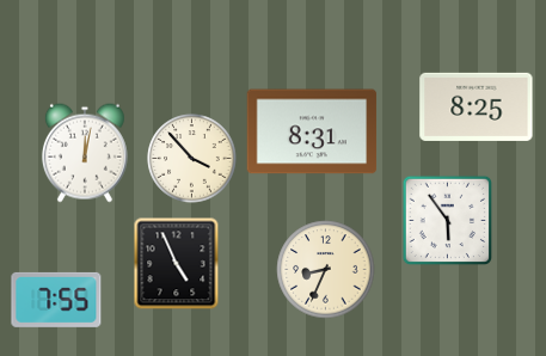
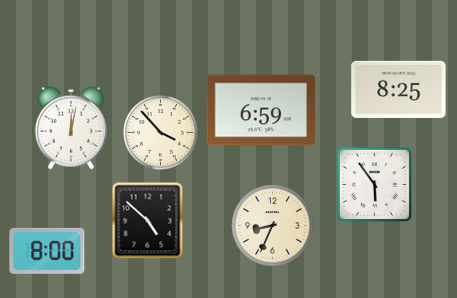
clock at (312, 131): 8:31 -> 6:59
clock at (177, 264): 4:56 -> 4:52
clock at (56, 300): 7:55 -> 8:00
